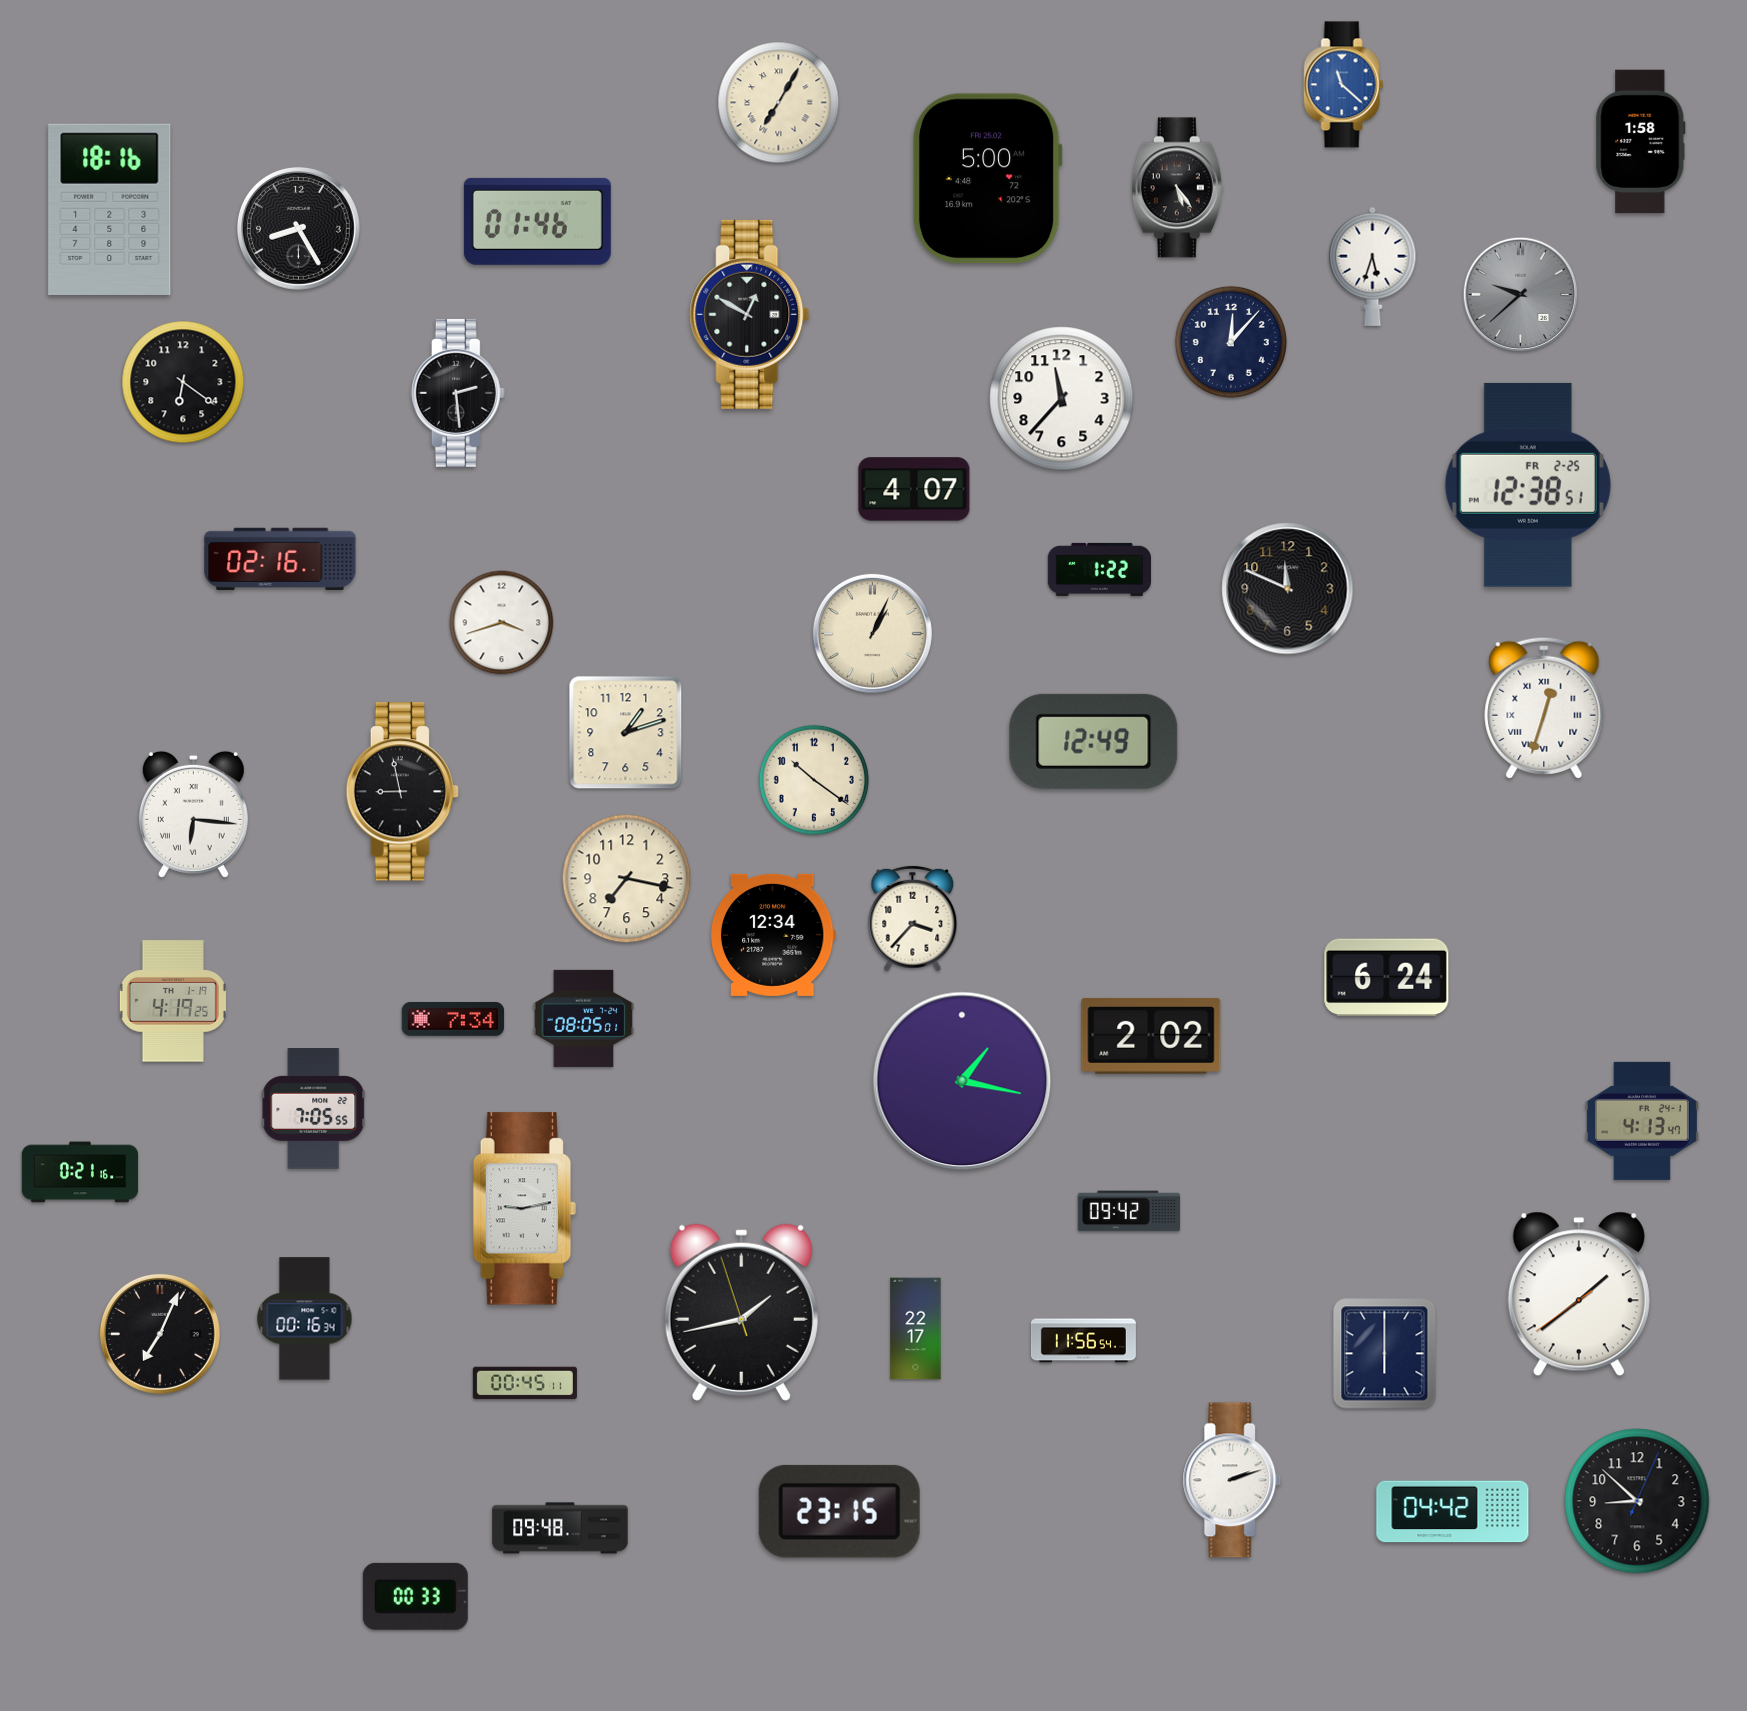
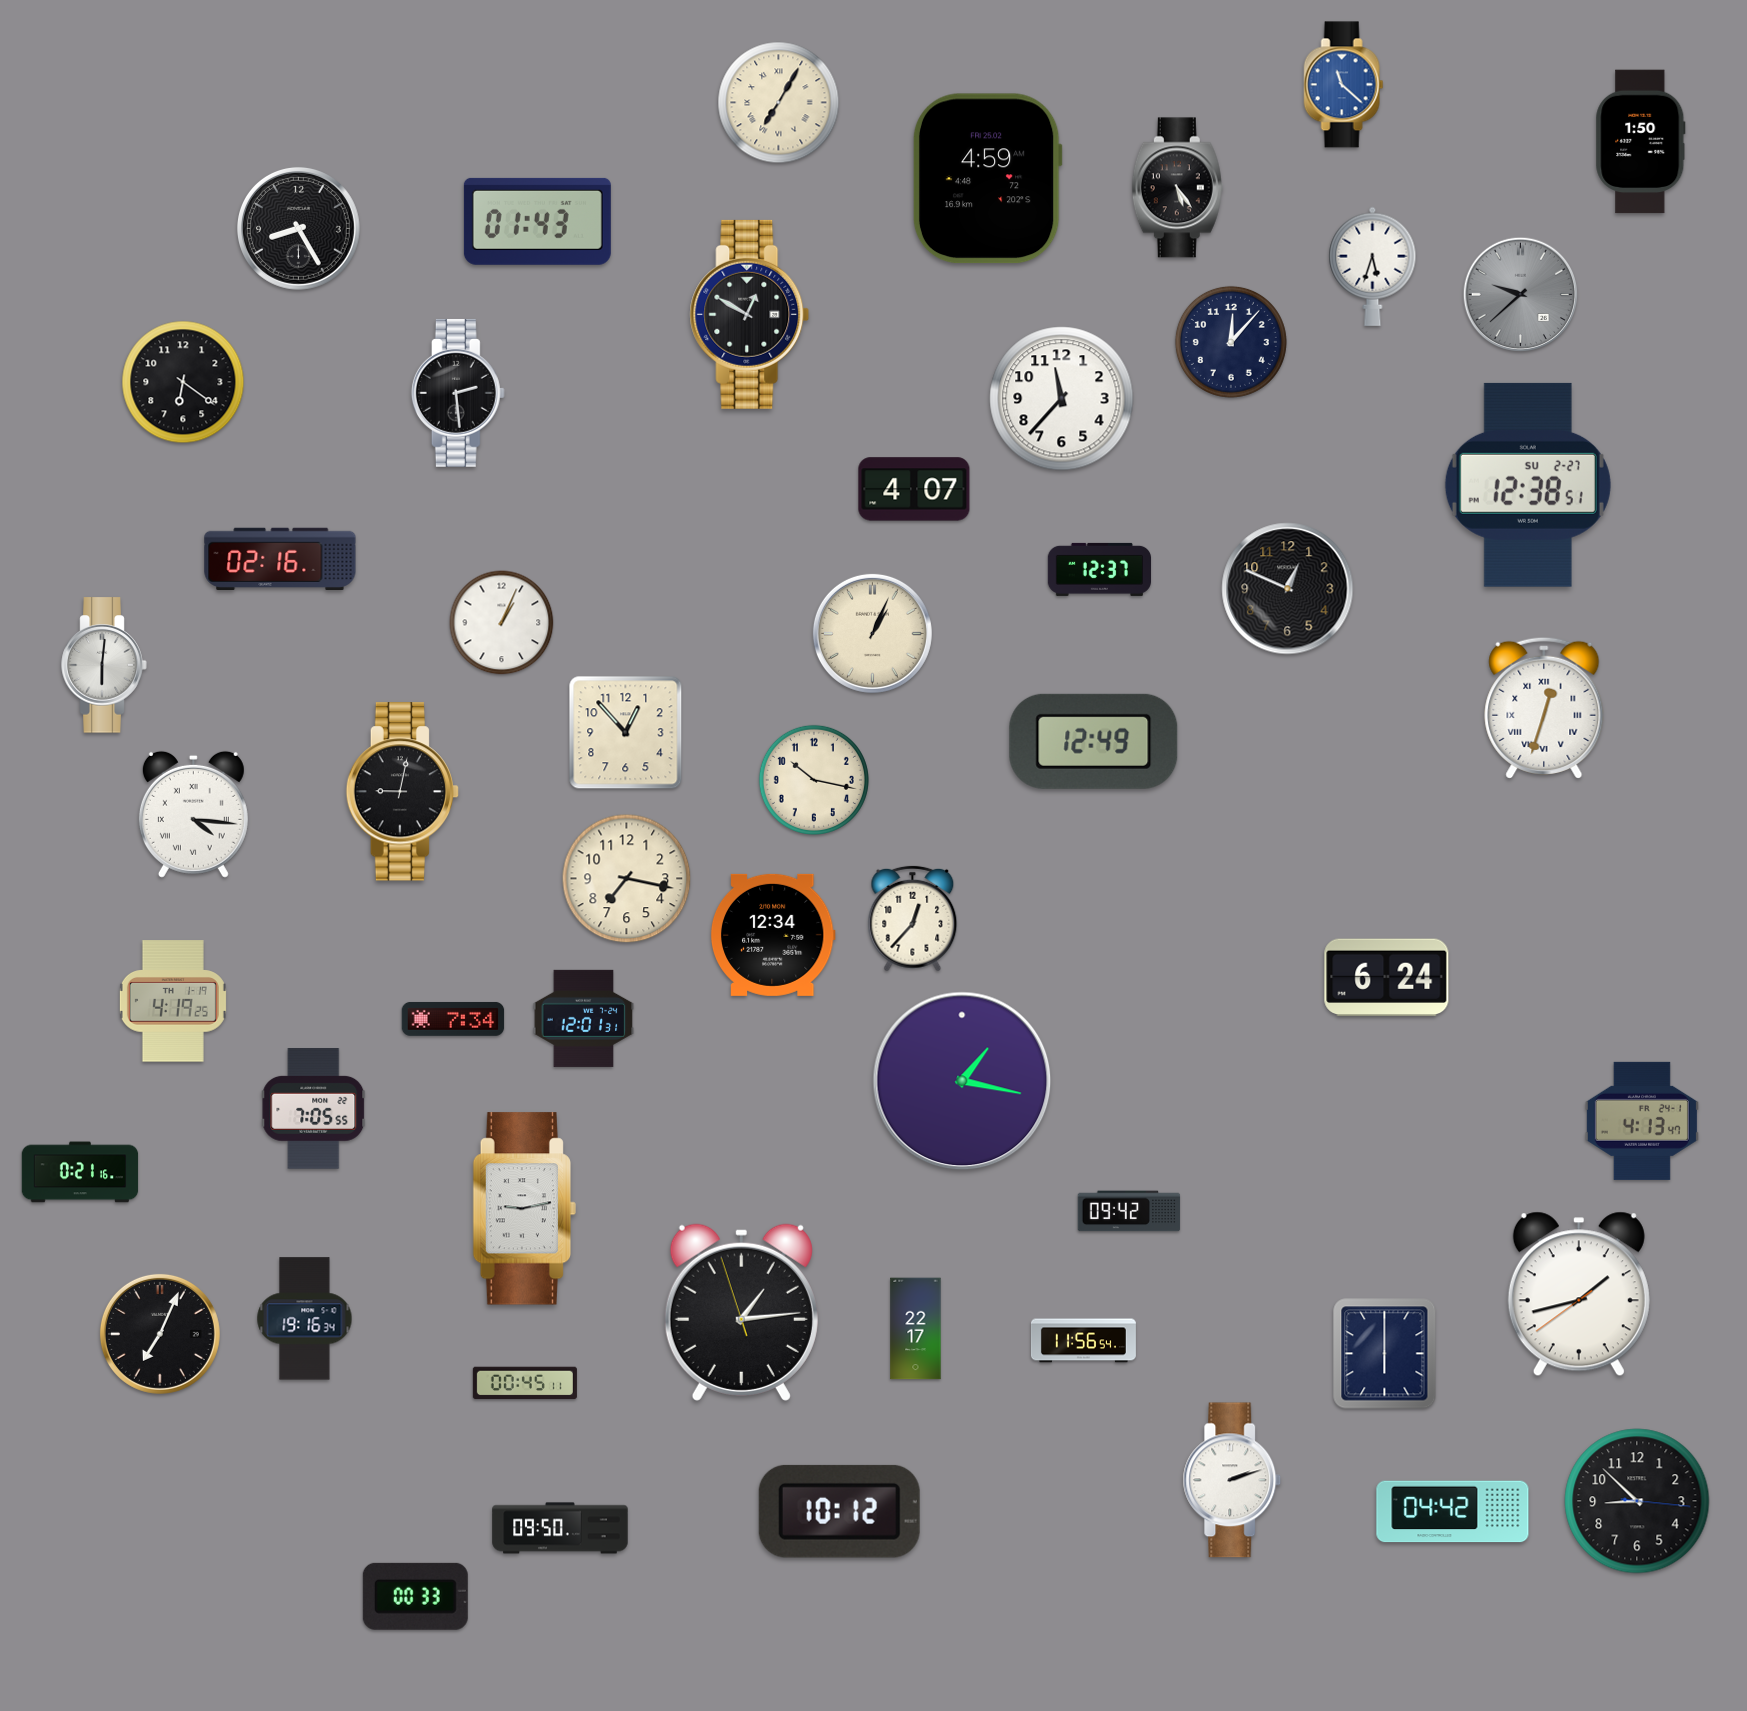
clock at (1641, 142): 1:58 -> 1:50
clock at (987, 179): 5:00 -> 4:59
clock at (110, 209): 18:16 -> none
clock at (537, 221): 01:46 -> 01:43
clock at (1528, 485) date: FR 2-25 -> SU 2-27
clock at (1099, 569): 1:22 -> 12:37
clock at (1288, 589): 11:49 -> 12:49
clock at (502, 623): 3:42 -> 1:04
clock at (104, 665): none -> 6:01
clock at (626, 733): 1:12 -> 12:53
clock at (814, 780): 10:21 -> 10:17
clock at (402, 792): 8:58 -> 9:02
clock at (193, 814): 6:16 -> 4:16
clock at (913, 919): 3:37 -> 12:37
clock at (584, 1018): 08:05 -> 12:01
clock at (1151, 1036): 2:02 -> none
clock at (1579, 1294): 1:38 -> 1:42
clock at (741, 1312): 1:42 -> 1:13
clock at (305, 1319): 00:16 -> 19:16
clock at (1637, 1501): 8:52:04 -> 8:52:16
clock at (839, 1511): 23:15 -> 10:12
clock at (560, 1528): 09:48 -> 09:50
